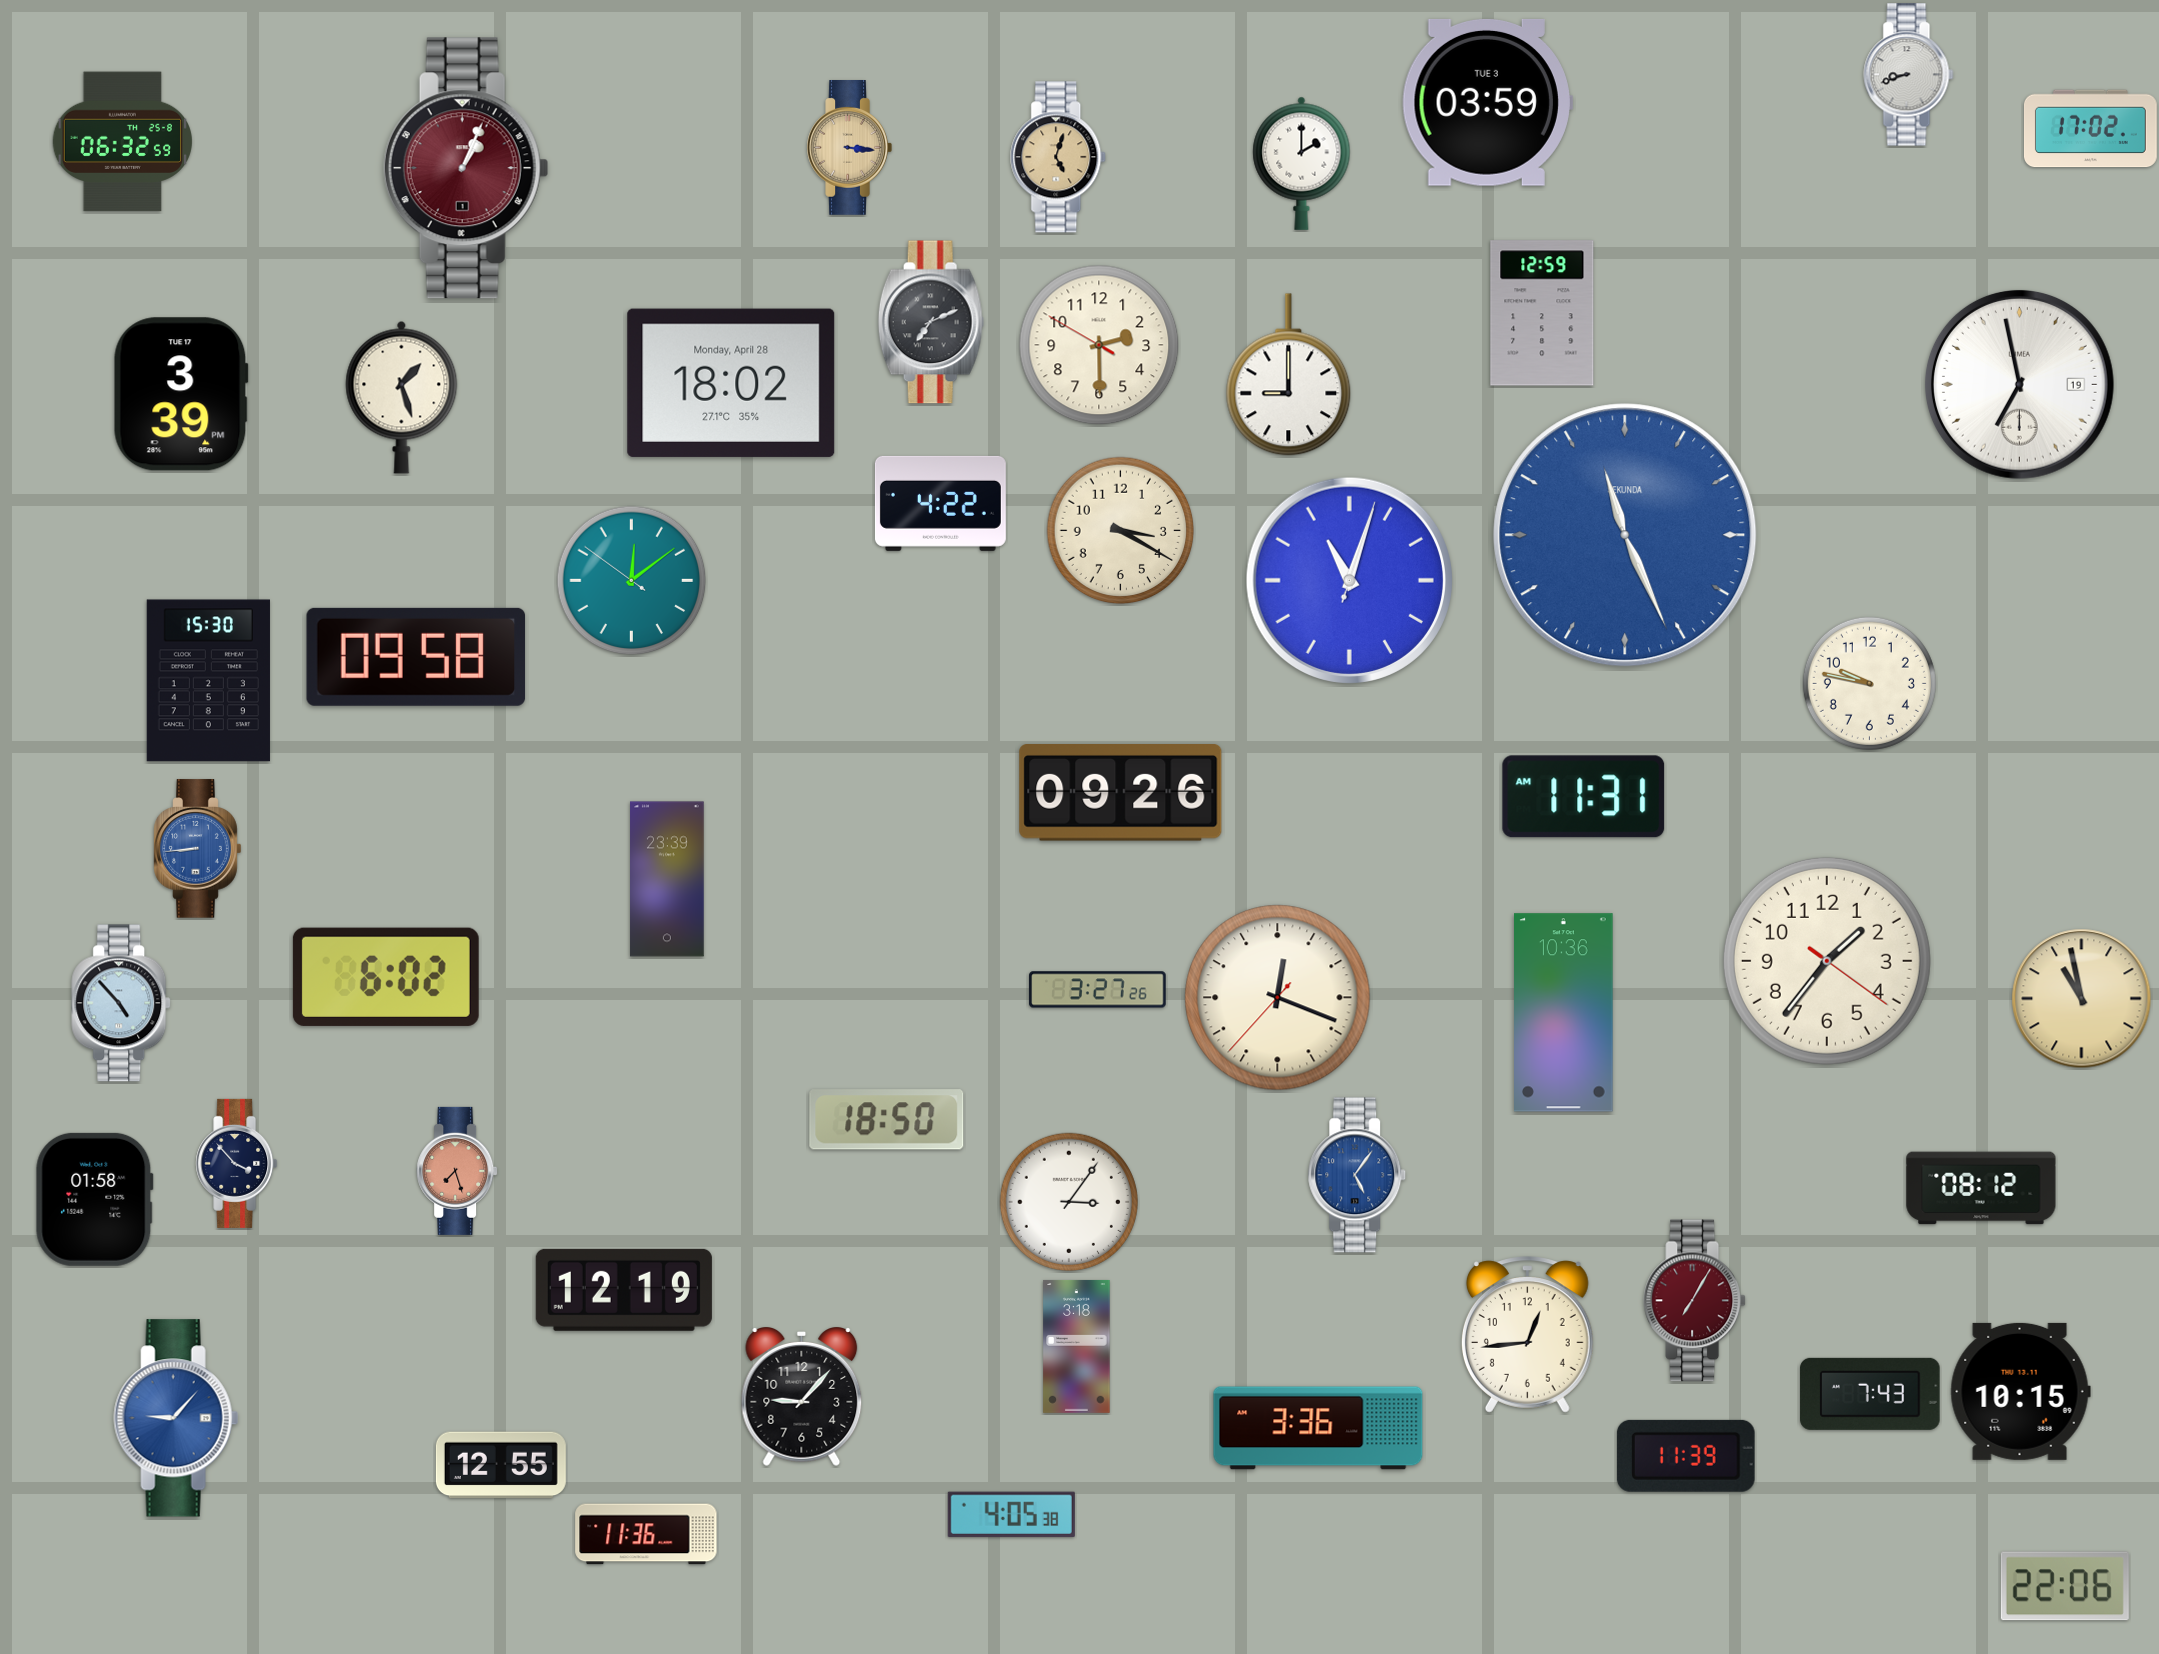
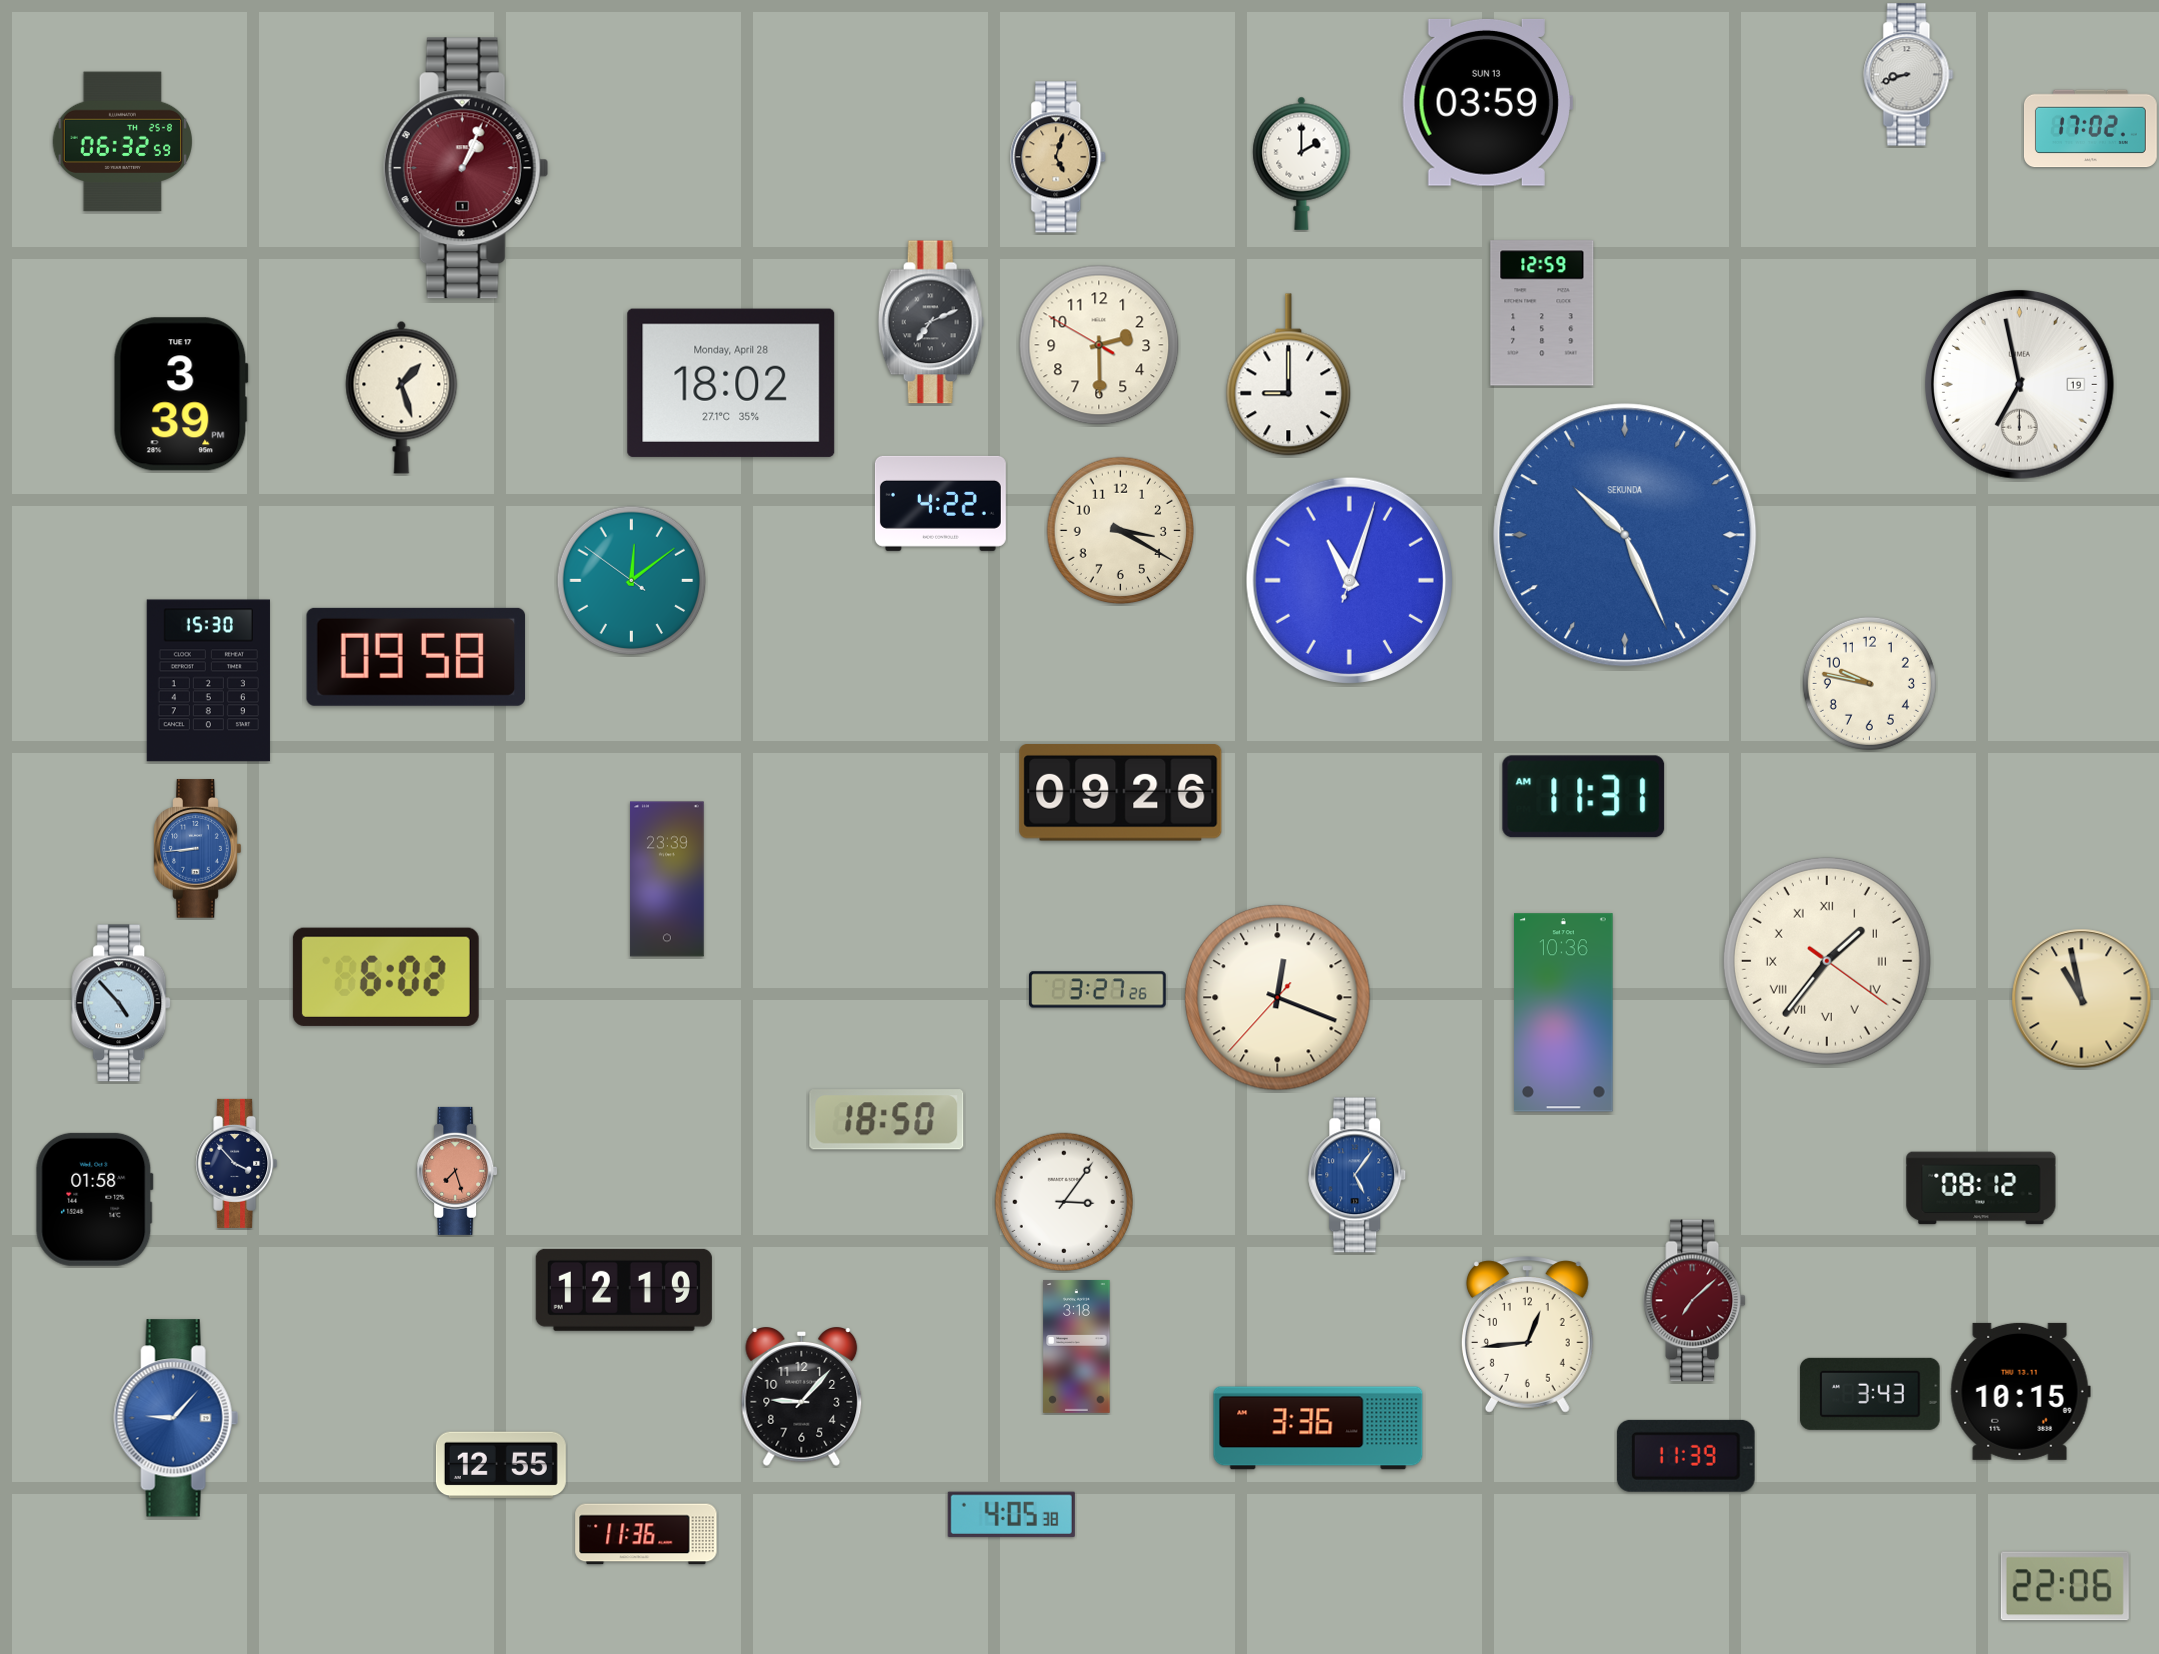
clock at (1487, 102) date: TUE 3 -> SUN 13
clock at (849, 148): 3:16 -> none
clock at (1625, 535): 11:26 -> 10:26
clock at (1827, 961) numerals: Arabic -> Roman
clock at (1069, 1202) position: (1069, 1202) -> (1064, 1202)
clock at (1695, 1301): 7:05 -> 7:08
clock at (1870, 1394): 7:43 -> 3:43
